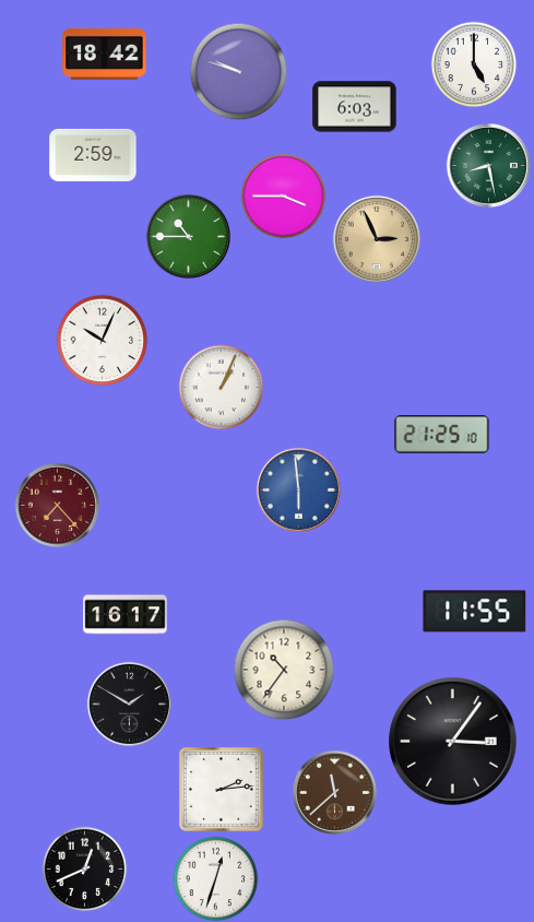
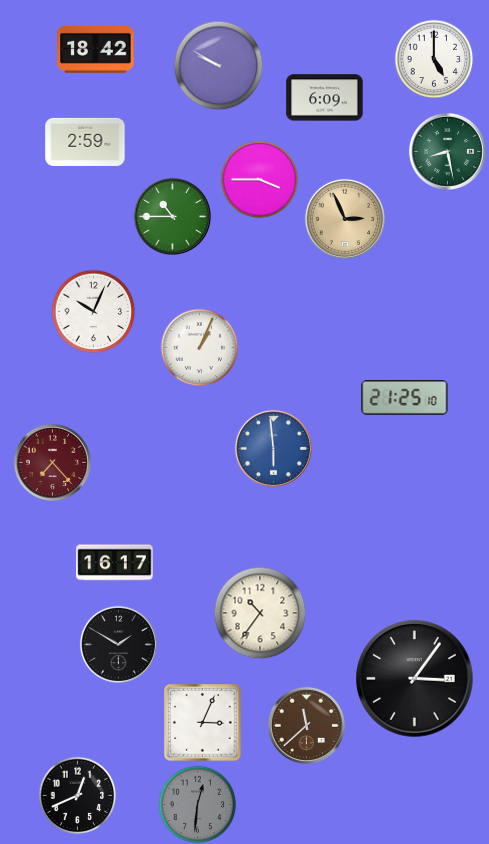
clock at (238, 71): 9:48 -> 9:50
clock at (355, 107): 6:03 -> 6:09
clock at (221, 387) position: (221, 387) -> (199, 347)
clock at (475, 612): 11:55 -> none
clock at (222, 790): 2:14 -> 3:04
clock at (215, 878): 12:33 -> 12:31
clock at (215, 878) dial: white -> grey
